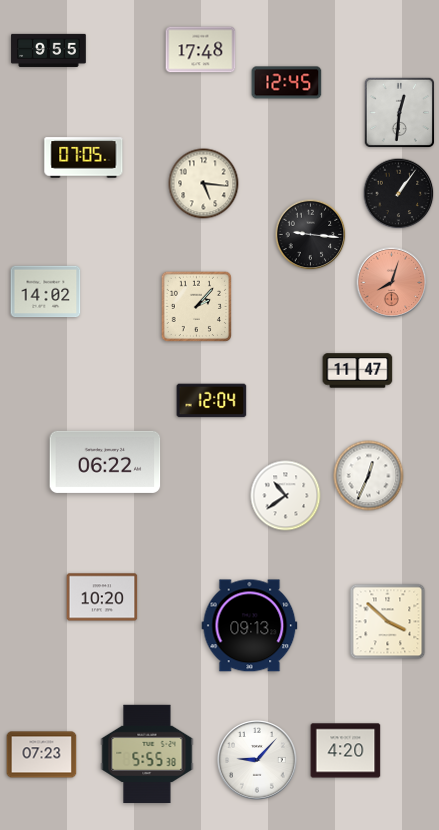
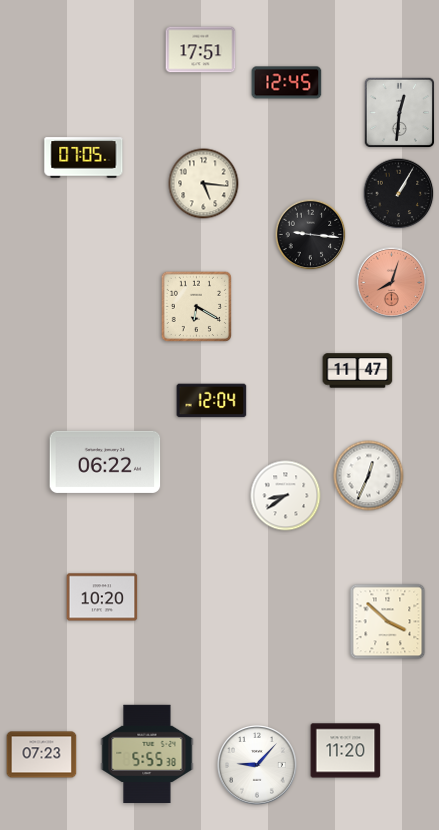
clock at (49, 50): 9:55 -> none
clock at (201, 50): 17:48 -> 17:51
clock at (399, 194): 1:06 -> 1:05
clock at (46, 292): 14:02 -> none
clock at (196, 306): 2:07 -> 6:20
clock at (286, 496): 10:39 -> 8:39
clock at (250, 626): 09:13 -> none
clock at (346, 751): 4:20 -> 11:20
clock at (258, 761) position: (258, 761) -> (258, 766)
